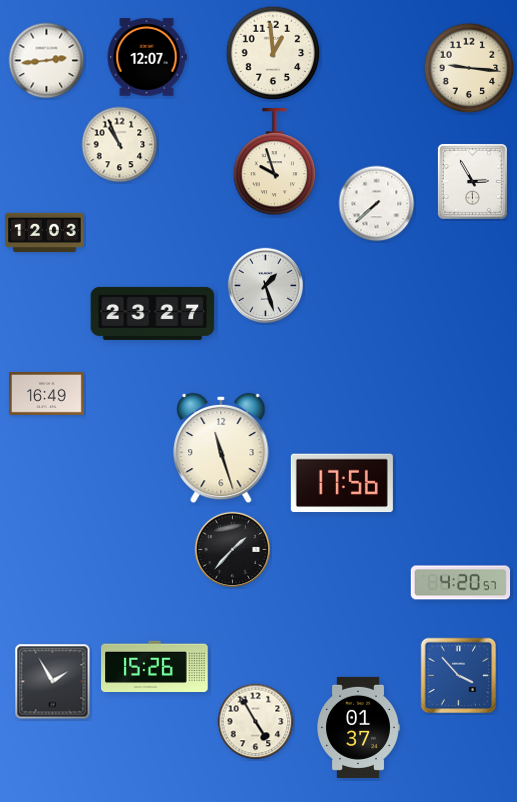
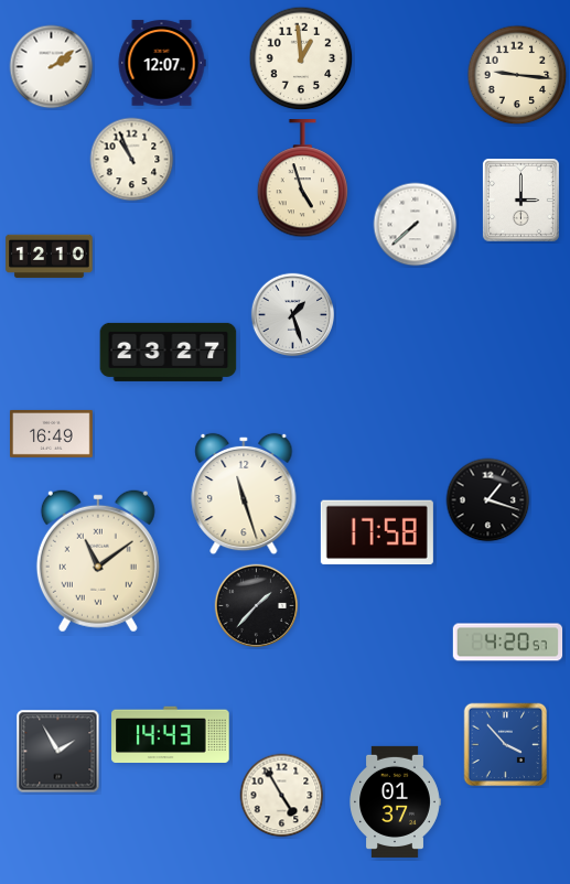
clock at (47, 61): 2:44 -> 2:09
clock at (274, 162): 9:57 -> 4:57
clock at (472, 181): 2:55 -> 3:00
clock at (45, 233): 12:03 -> 12:10
clock at (153, 313) position: (153, 313) -> (169, 352)
clock at (488, 500): none -> 1:18
clock at (342, 483): 17:56 -> 17:58
clock at (98, 561): none -> 11:09
clock at (155, 666): 15:26 -> 14:43
